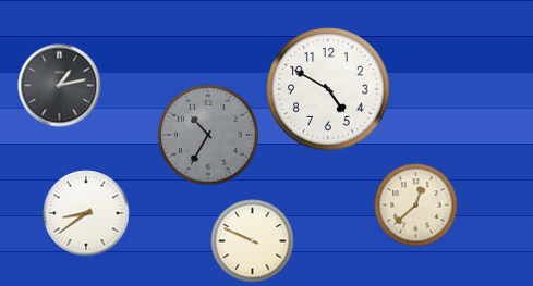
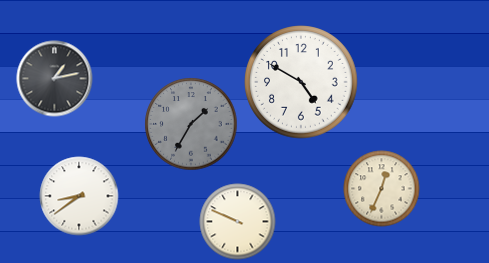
clock at (208, 135): 10:35 -> 1:35
clock at (416, 206): 12:38 -> 12:34
clock at (253, 241) position: (253, 241) -> (238, 222)
